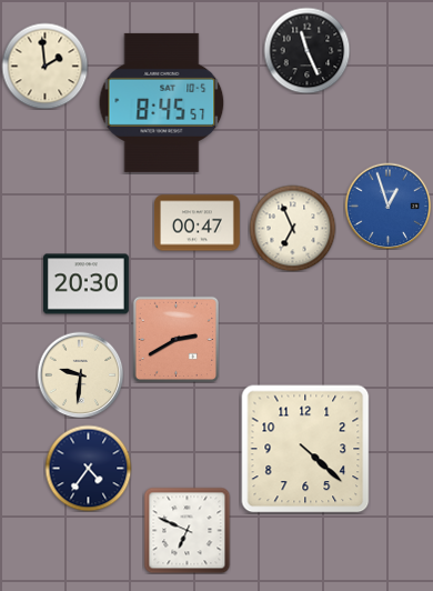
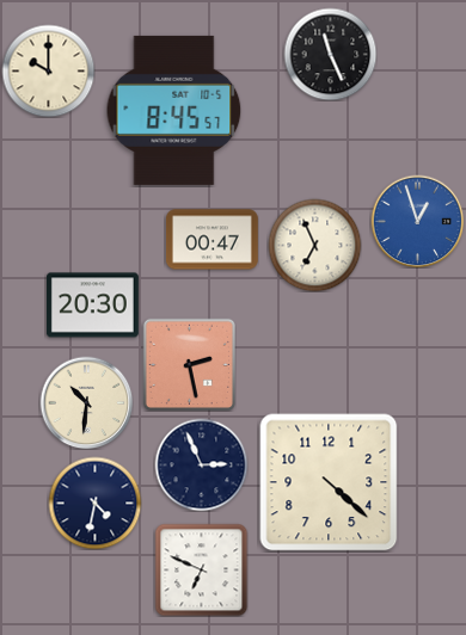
clock at (44, 66): 1:59 -> 10:00
clock at (175, 339): 2:40 -> 2:28
clock at (80, 374): 9:31 -> 10:31
clock at (201, 464): none -> 2:56
clock at (88, 468): 4:36 -> 4:32
